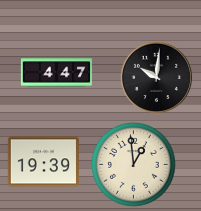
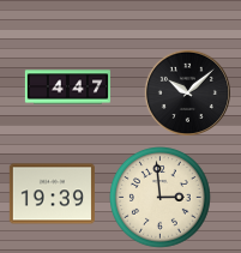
clock at (156, 77): 10:01 -> 10:08
clock at (134, 165): 12:59 -> 2:59
